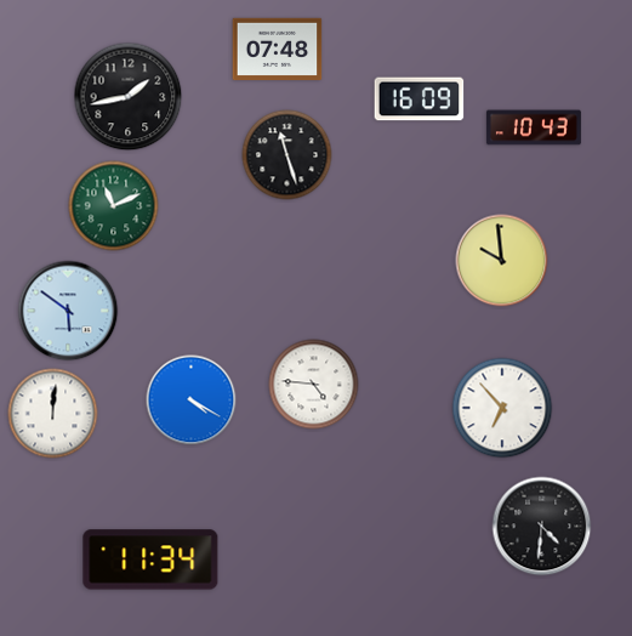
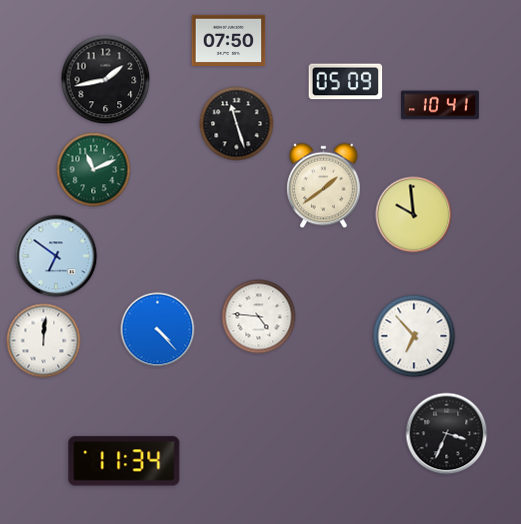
clock at (278, 49): 07:48 -> 07:50
clock at (420, 100): 16:09 -> 05:09
clock at (534, 127): 10:43 -> 10:41
clock at (287, 155) position: (287, 155) -> (237, 124)
clock at (324, 186): none -> 1:39
clock at (68, 311): 5:51 -> 6:51
clock at (192, 401): 4:20 -> 4:23
clock at (542, 527): 4:31 -> 3:34
